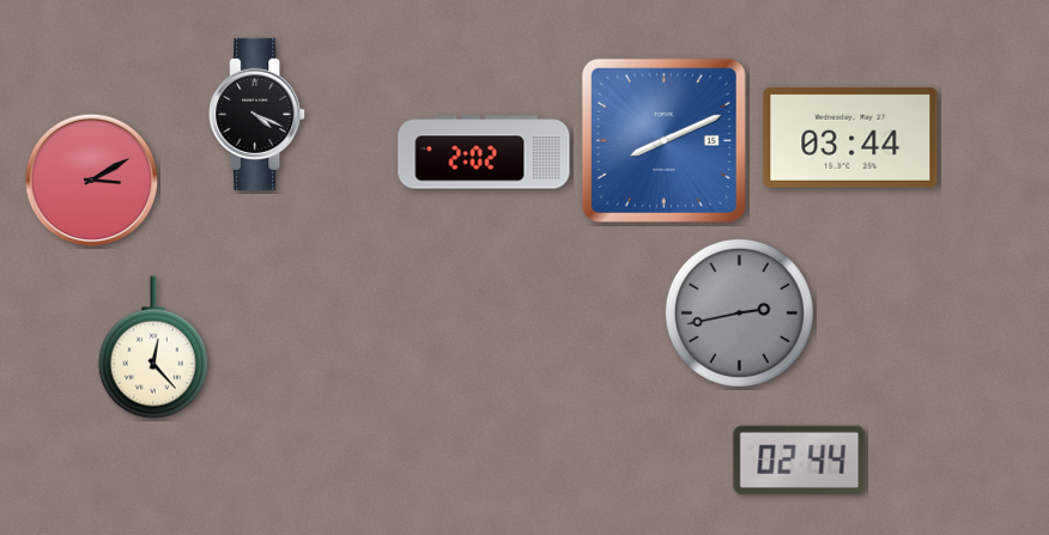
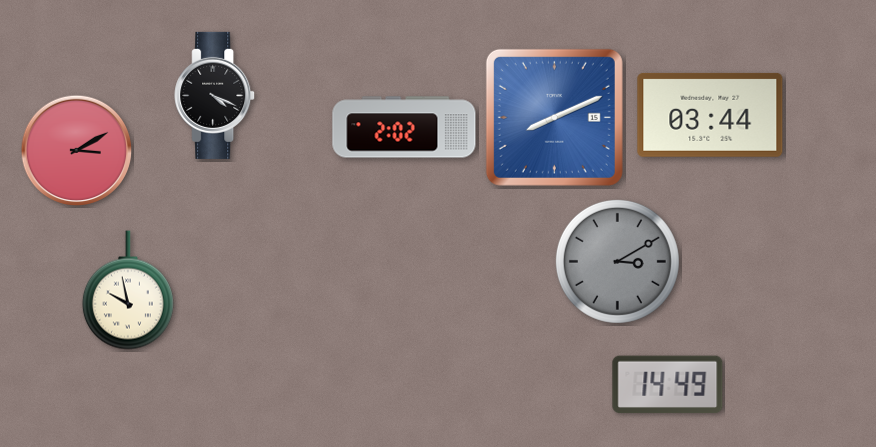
clock at (739, 312): 2:43 -> 3:10
clock at (153, 347): 12:23 -> 9:58
clock at (800, 461): 02:44 -> 14:49
